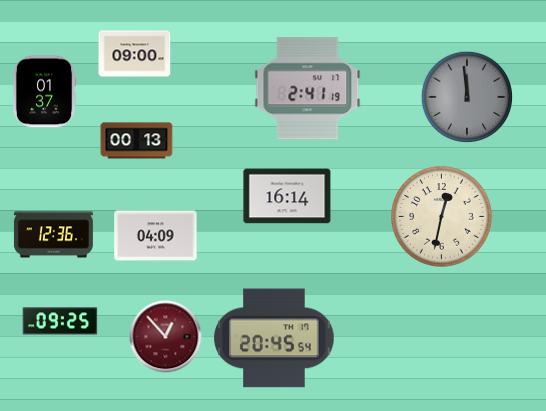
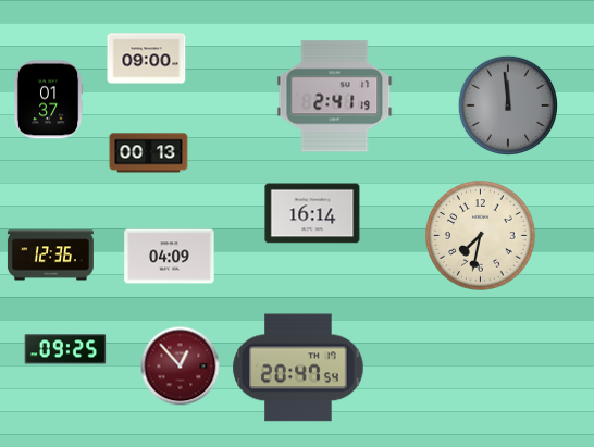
clock at (442, 217): 12:32 -> 7:32
clock at (53, 235) position: (53, 235) -> (50, 256)
clock at (274, 338): 20:45 -> 20:47
